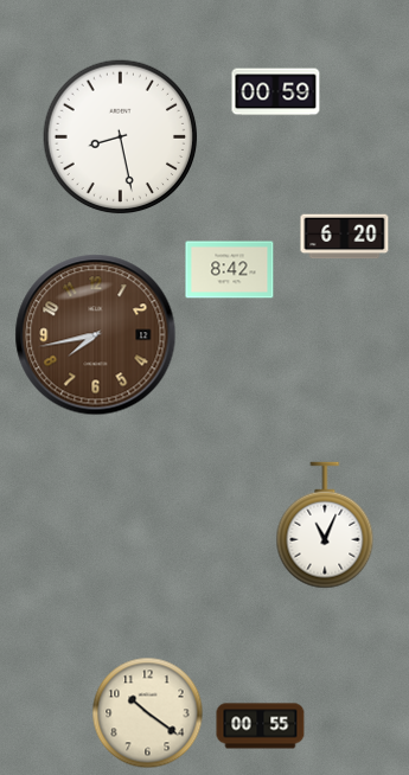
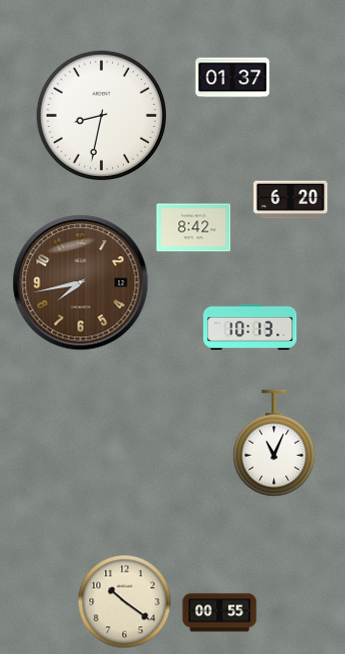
clock at (276, 92): 00:59 -> 01:37
clock at (121, 137): 8:28 -> 8:32
clock at (250, 327): none -> 10:13
